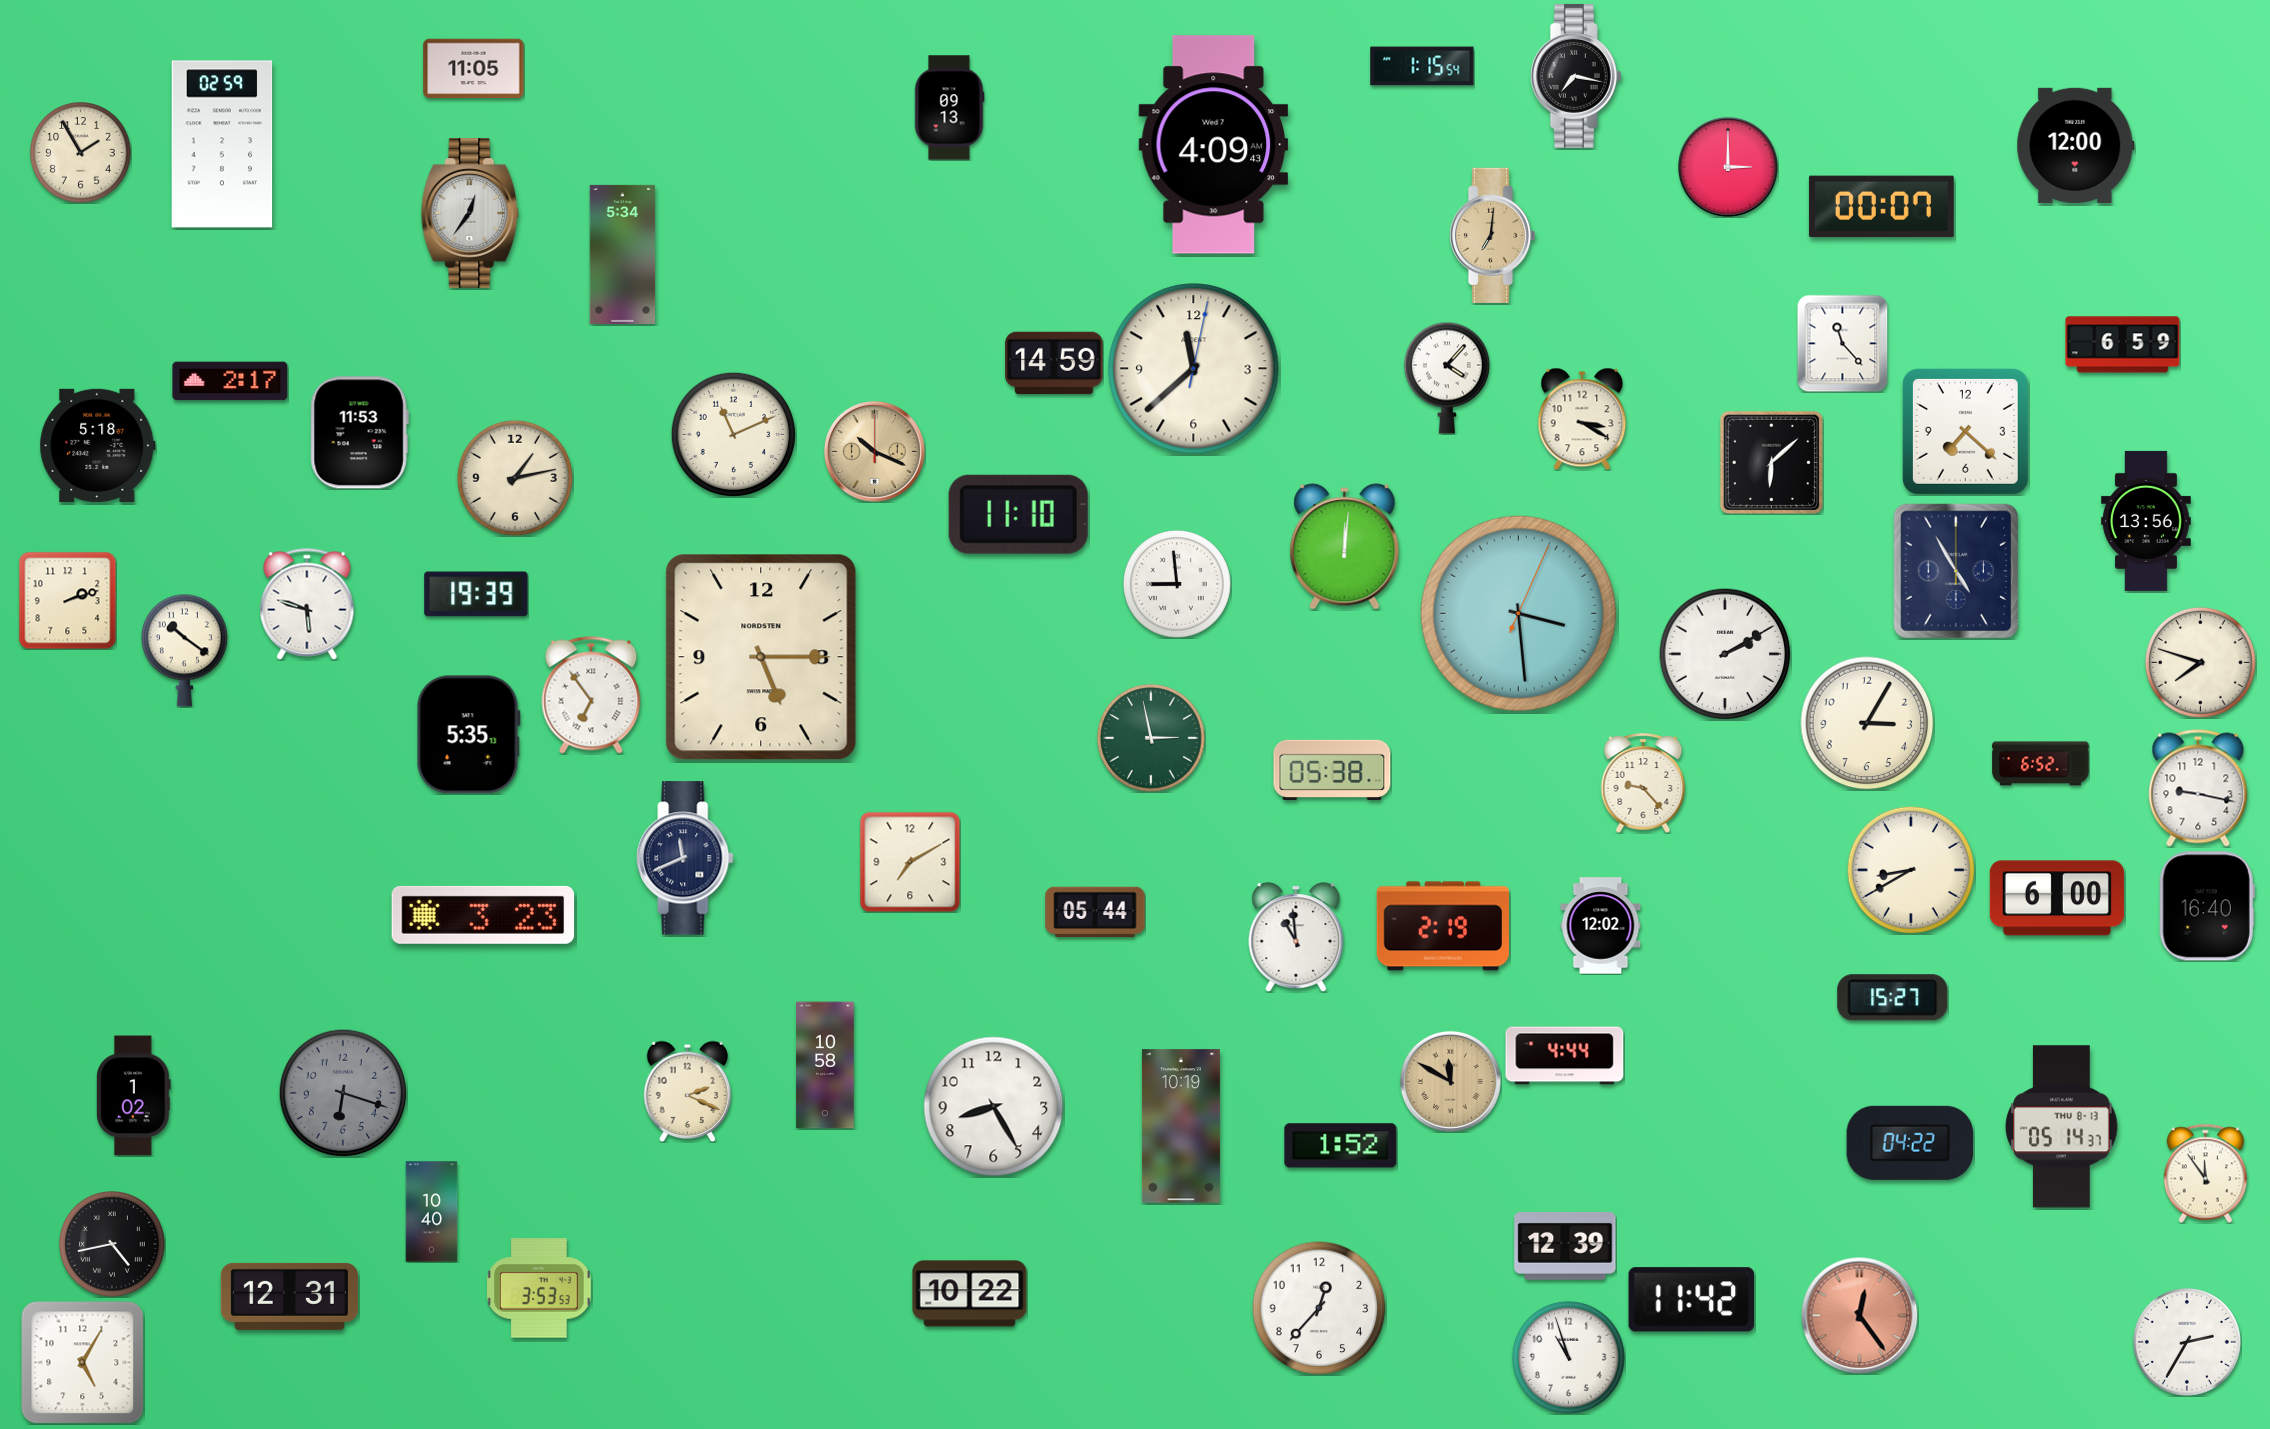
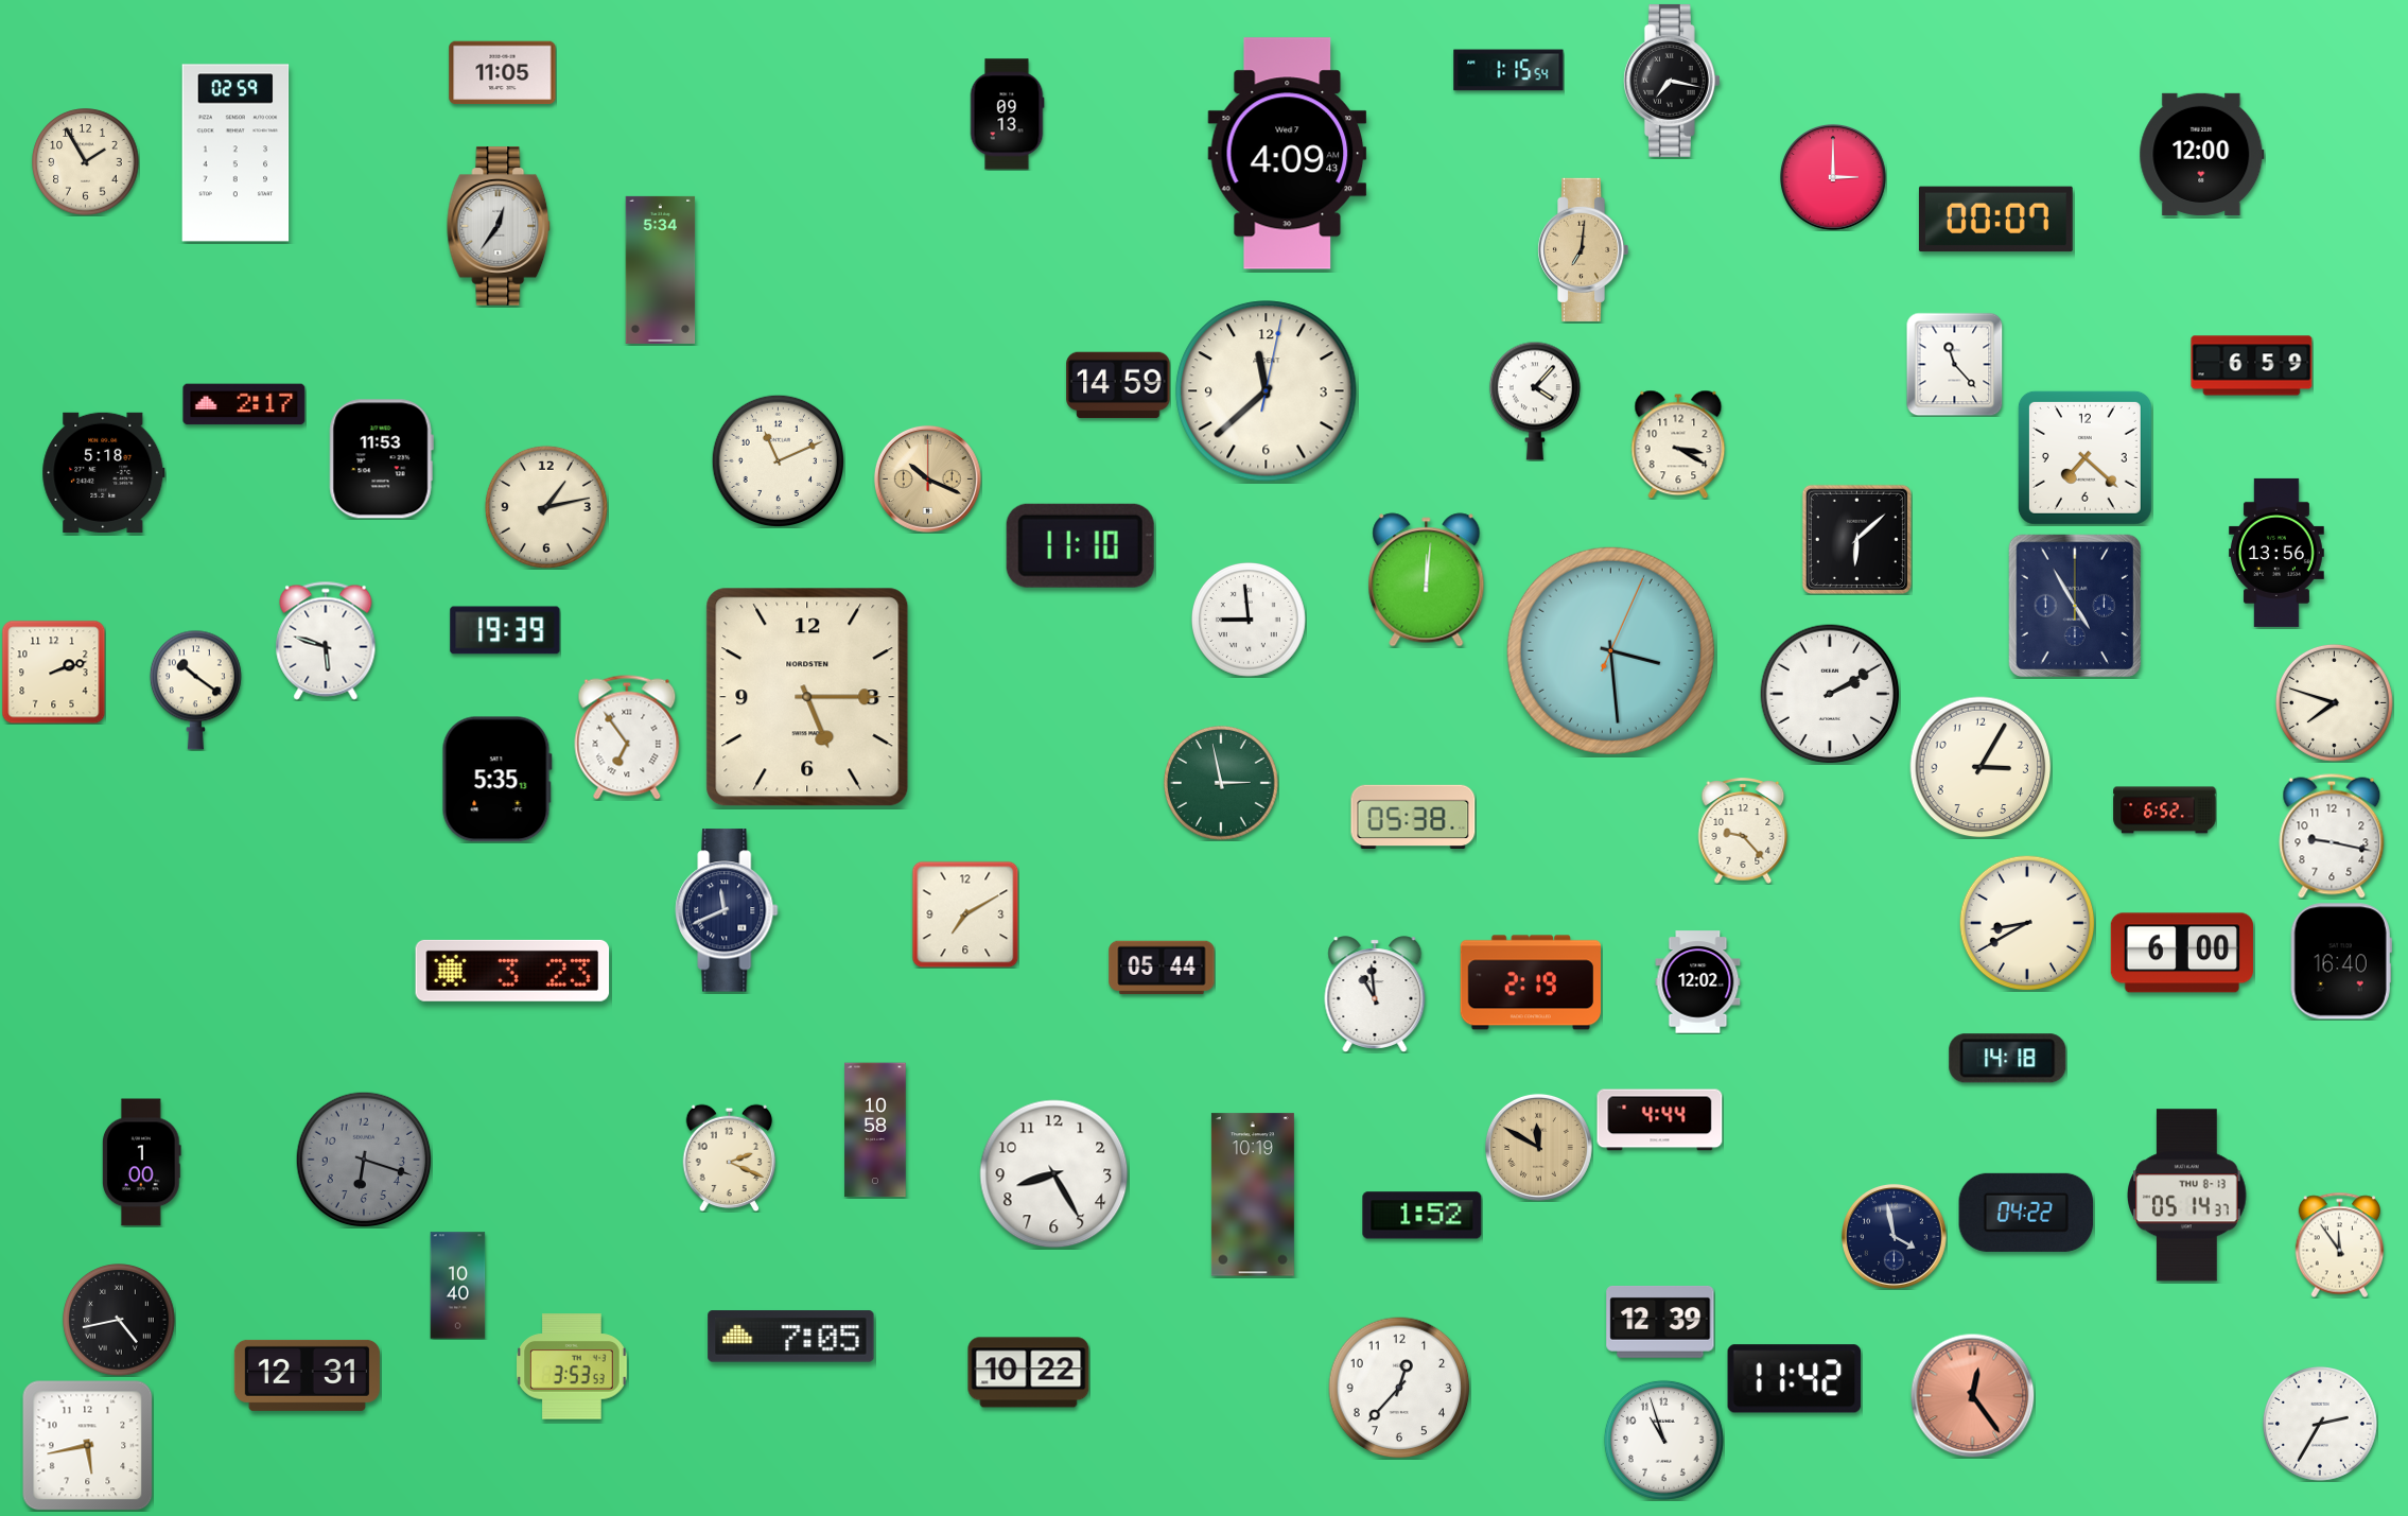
clock at (1771, 462) position: (1771, 462) -> (1856, 539)
clock at (67, 600) position: (67, 600) -> (53, 672)
clock at (1893, 998): 15:27 -> 14:18
clock at (133, 1096): 1:02 -> 1:00
clock at (1894, 1236): none -> 3:58
clock at (791, 1337): none -> 7:05
clock at (83, 1363): 5:05 -> 5:43
